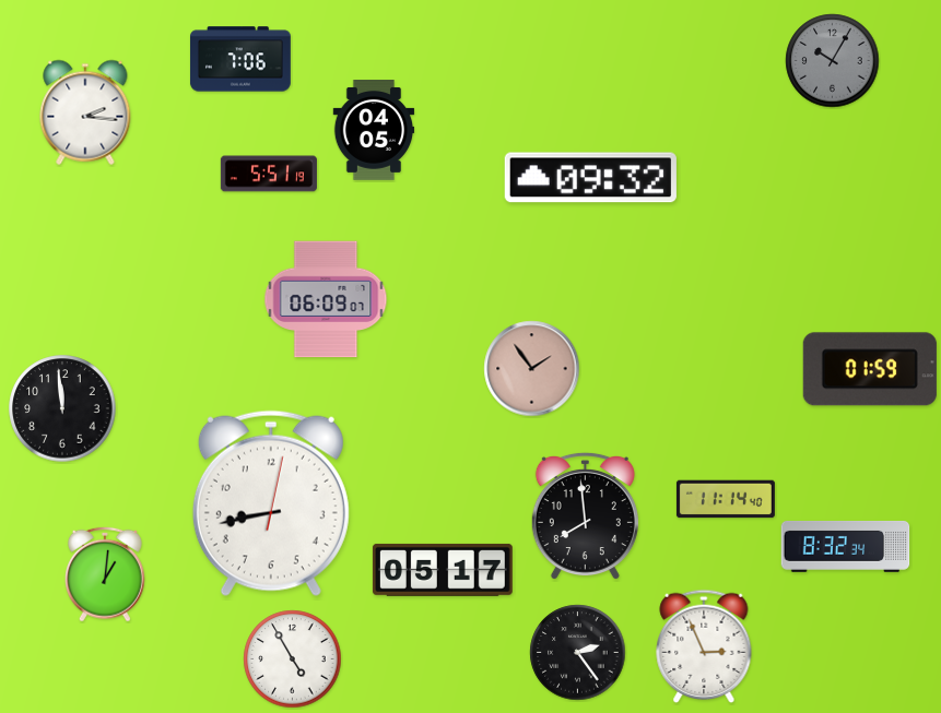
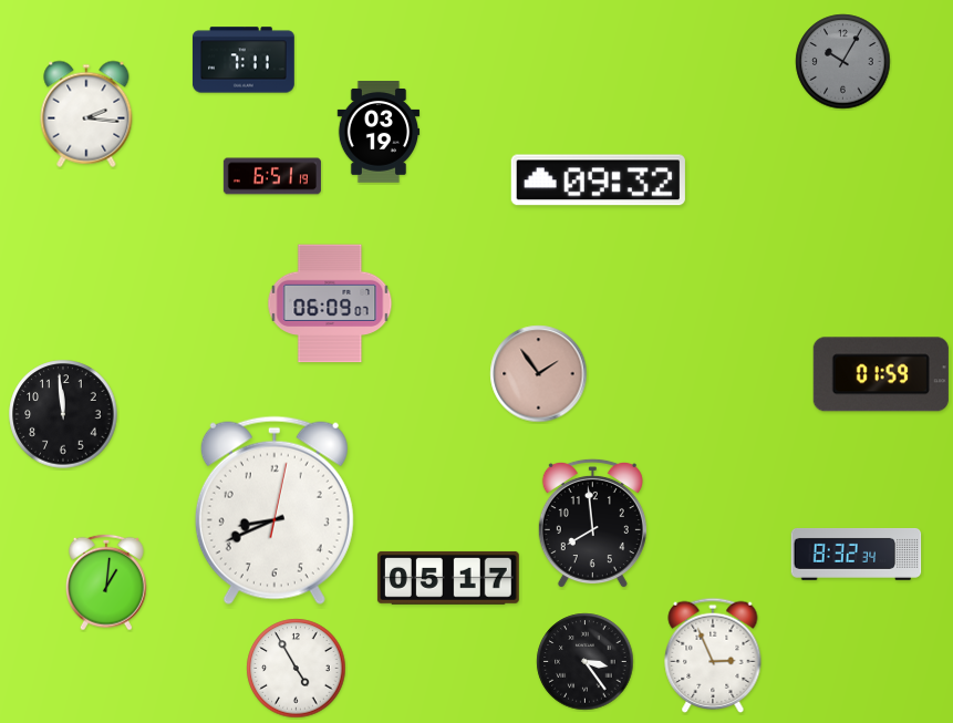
clock at (240, 59): 7:06 -> 7:11
clock at (374, 131): 04:05 -> 03:19
clock at (269, 174): 5:51 -> 6:51
clock at (726, 499): 11:14 -> none
clock at (271, 503): 8:43 -> 8:41
clock at (578, 653): 2:24 -> 3:24
